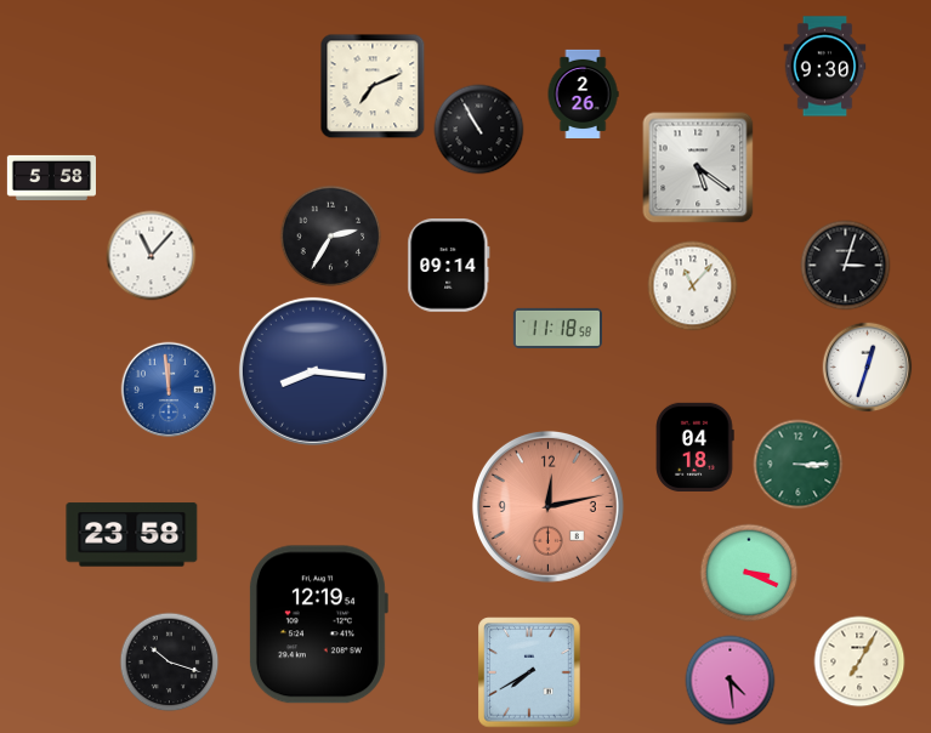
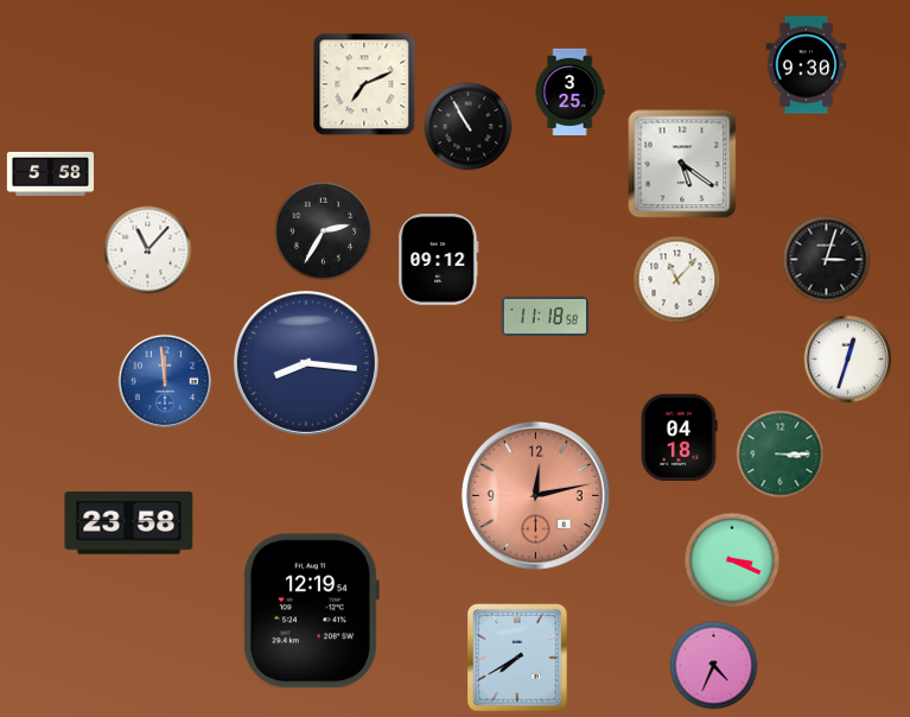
clock at (583, 93): 2:26 -> 3:25
clock at (449, 266): 09:14 -> 09:12
clock at (557, 328) position: (557, 328) -> (545, 316)
clock at (859, 661): 7:05 -> none
clock at (170, 663): 10:18 -> none
clock at (731, 681): 4:29 -> 4:34
